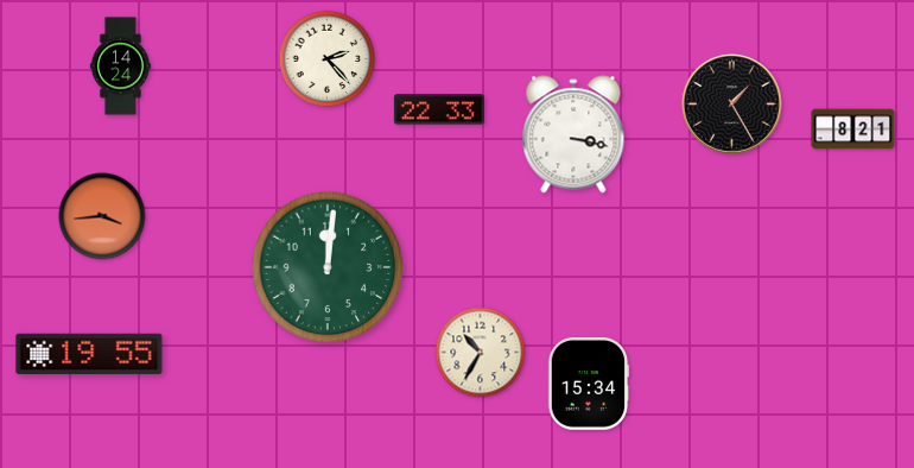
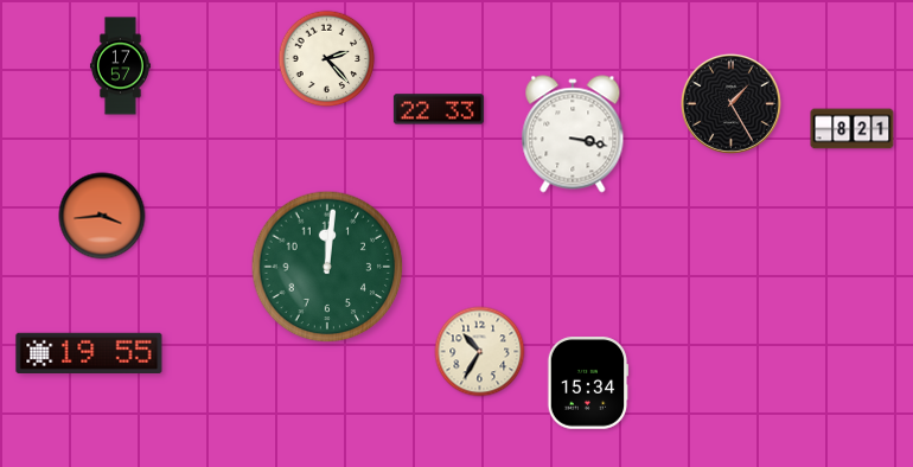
clock at (120, 67): 14:24 -> 17:57
